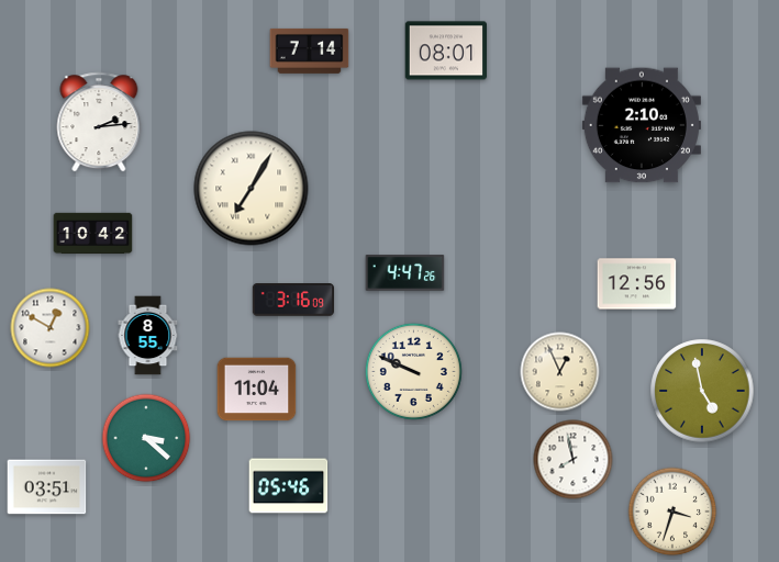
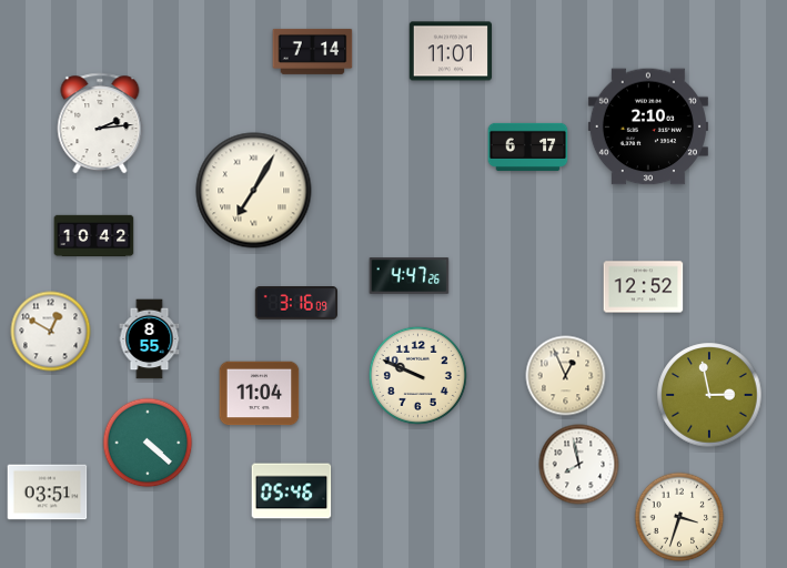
clock at (445, 50): 08:01 -> 11:01
clock at (528, 146): none -> 6:17
clock at (637, 284): 12:56 -> 12:52
clock at (702, 391): 4:58 -> 2:58
clock at (146, 438): 3:22 -> 4:22
